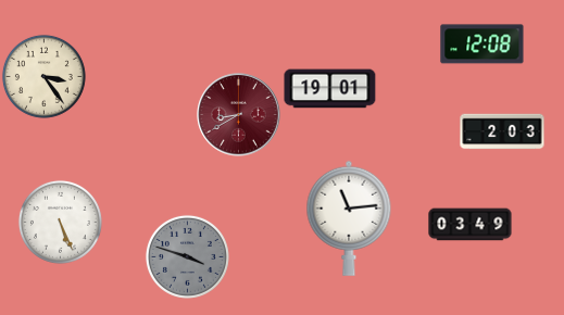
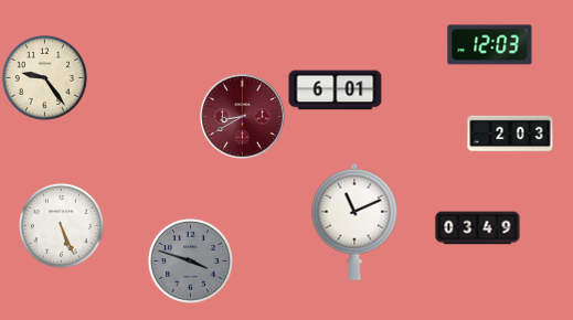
clock at (482, 45): 12:08 -> 12:03
clock at (43, 76): 3:24 -> 9:24
clock at (330, 89): 19:01 -> 6:01
clock at (349, 218): 11:14 -> 11:11
